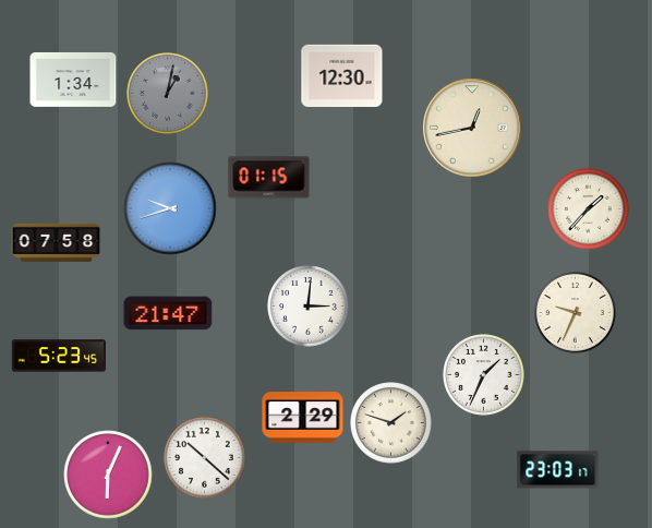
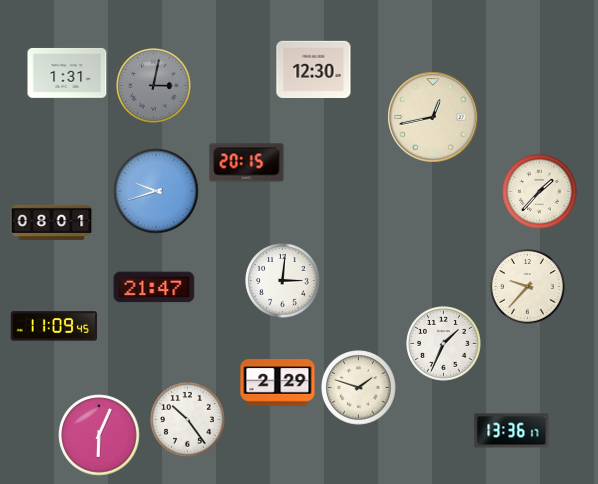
clock at (73, 80): 1:34 -> 1:31
clock at (168, 94): 1:02 -> 3:02
clock at (269, 178): 01:15 -> 20:15
clock at (57, 242): 07:58 -> 08:01
clock at (576, 313): 9:34 -> 9:37
clock at (58, 356): 5:23 -> 11:09
clock at (205, 458): 10:22 -> 10:24
clock at (558, 470): 23:03 -> 13:36
